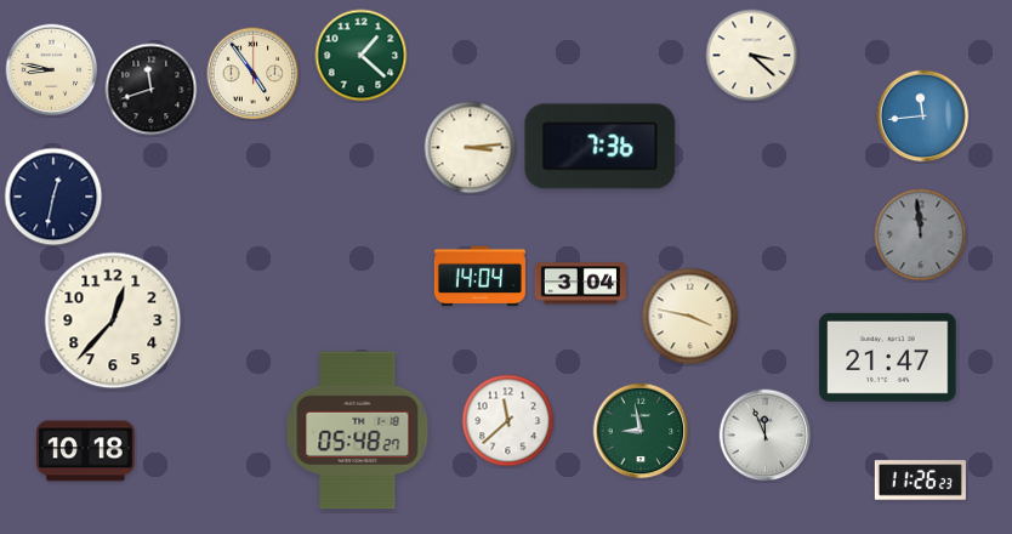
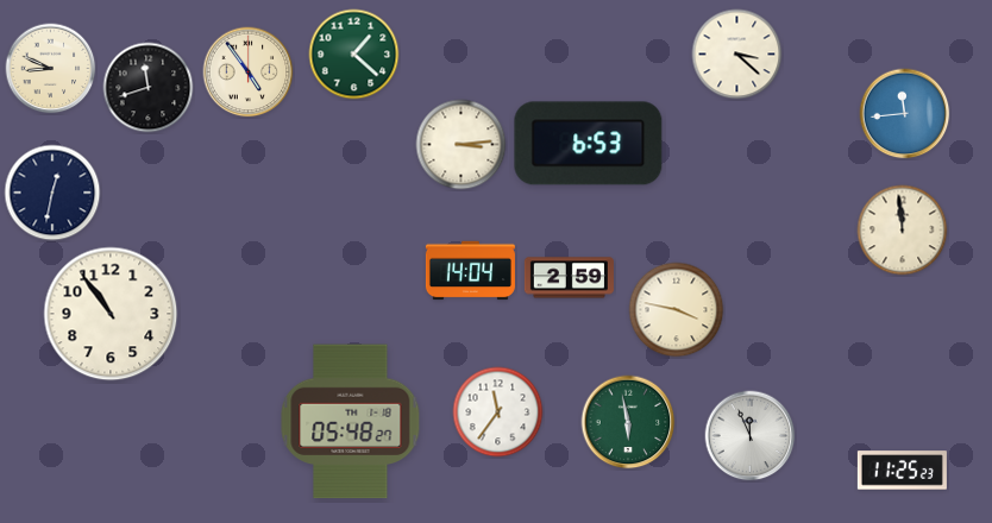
clock at (52, 70): 8:47 -> 8:49
clock at (601, 147): 7:36 -> 6:53
clock at (921, 235) dial: grey -> cream
clock at (580, 284): 3:04 -> 2:59
clock at (113, 320): 12:37 -> 10:54
clock at (888, 357): 21:47 -> none
clock at (508, 421): 11:38 -> 11:36
clock at (641, 431): 8:58 -> 5:58
clock at (766, 436) position: (766, 436) -> (751, 436)
clock at (86, 451): 10:18 -> none
clock at (920, 481): 11:26 -> 11:25
